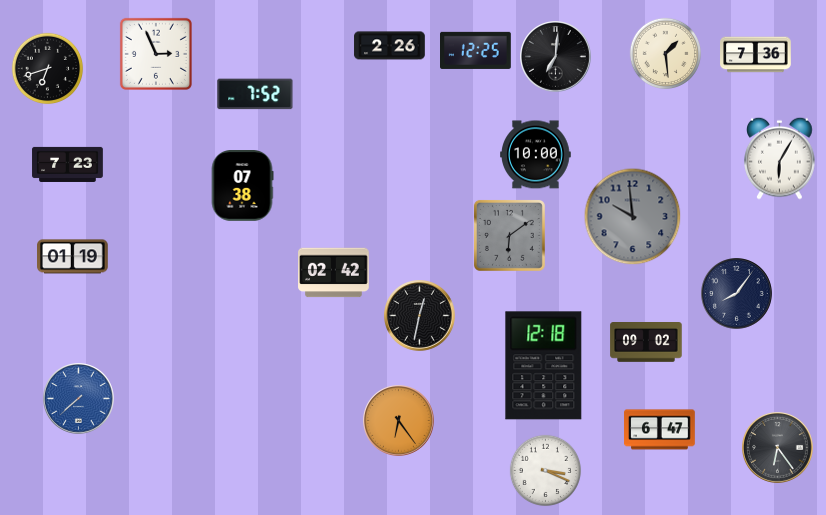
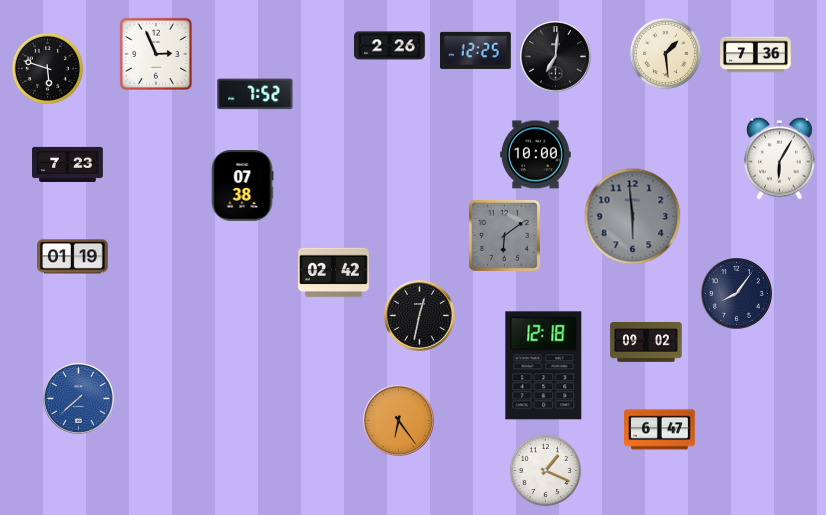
clock at (48, 69): 6:42 -> 5:48
clock at (633, 217): 9:59 -> 5:59
clock at (509, 235) position: (509, 235) -> (504, 235)
clock at (778, 448): 6:24 -> none
clock at (546, 471): 3:19 -> 1:19
